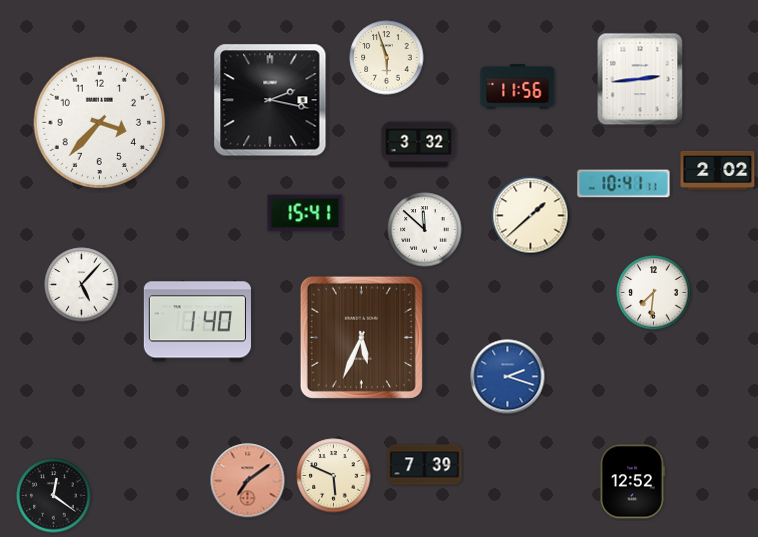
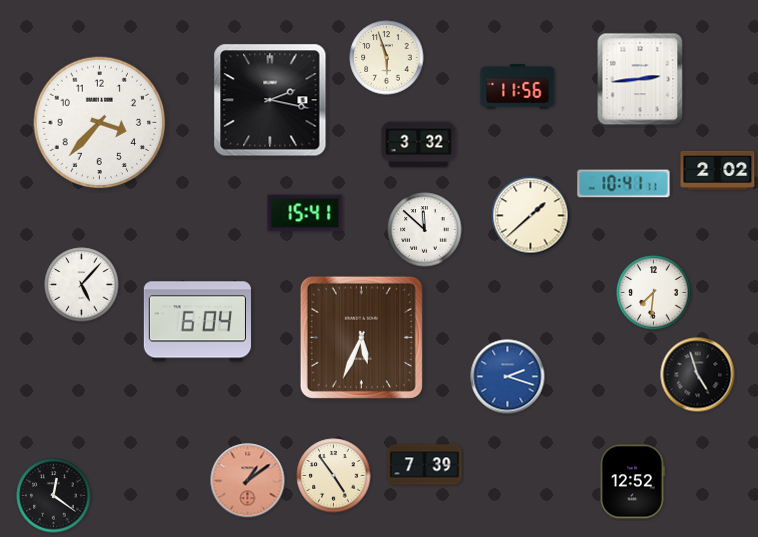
clock at (197, 322): 1:40 -> 6:04
clock at (698, 375): none -> 4:57
clock at (334, 476): 5:49 -> 4:54
clock at (248, 481): 7:09 -> 1:09
